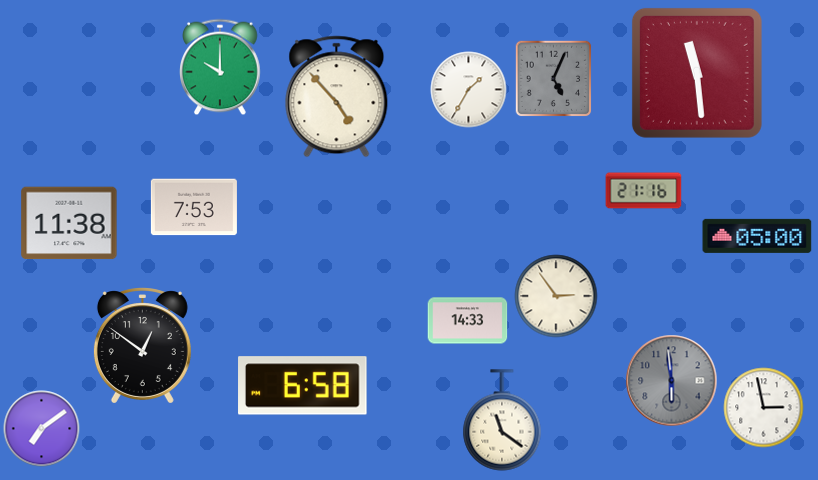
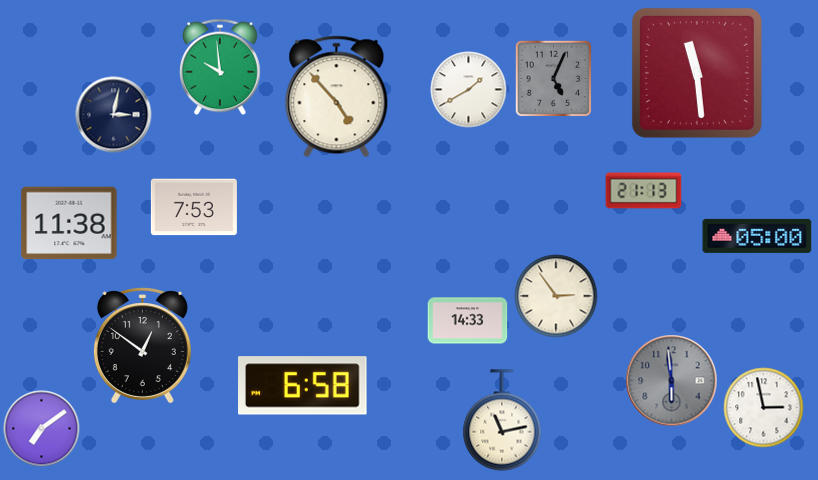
clock at (220, 67): 10:00 -> 9:59
clock at (469, 90): 1:35 -> 1:40
clock at (114, 115): none -> 3:02
clock at (644, 191): 21:16 -> 21:13
clock at (502, 420): 11:21 -> 11:13
